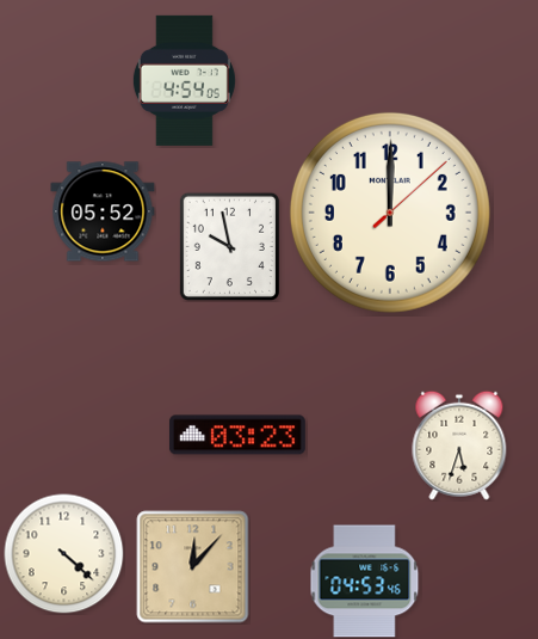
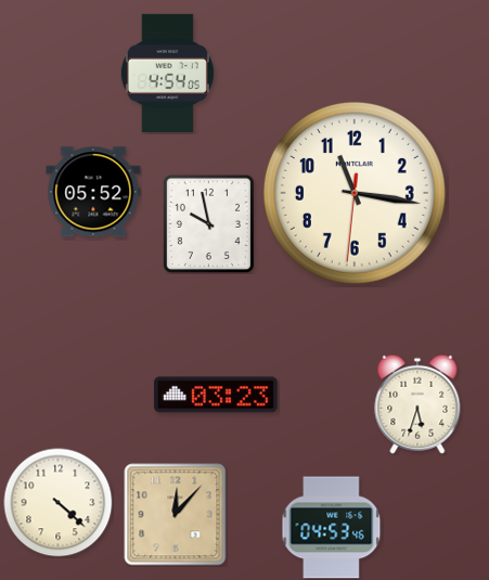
clock at (390, 213): 12:00 -> 11:16
